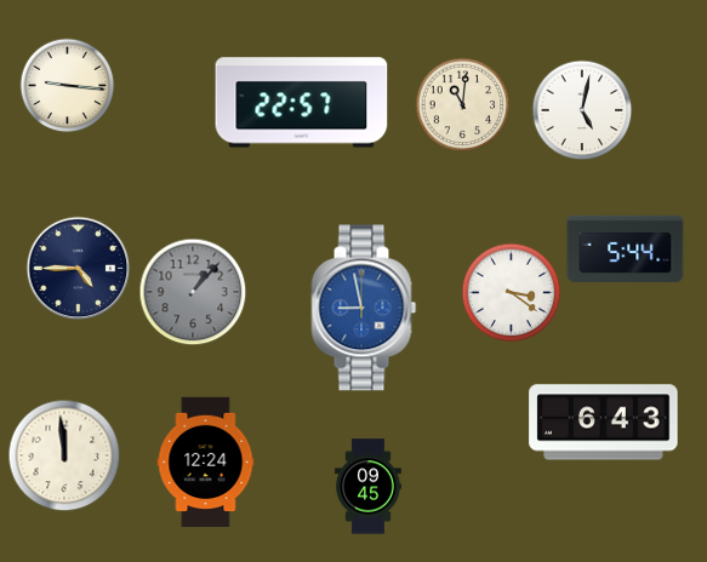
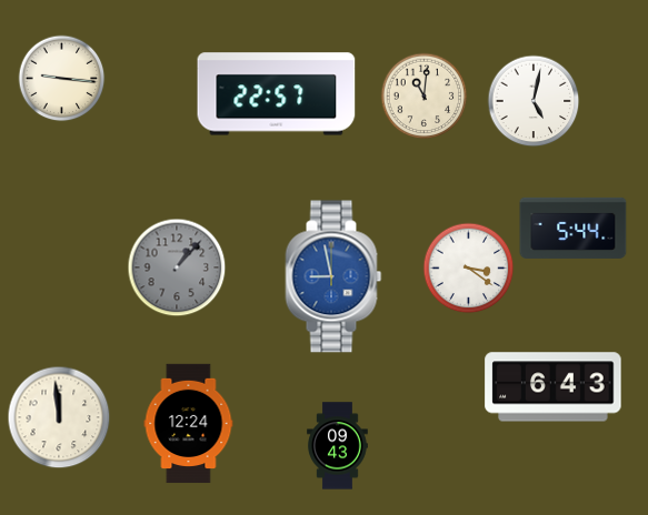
clock at (78, 268): 4:45 -> none
clock at (364, 308) position: (364, 308) -> (333, 276)
clock at (369, 487): 09:45 -> 09:43
